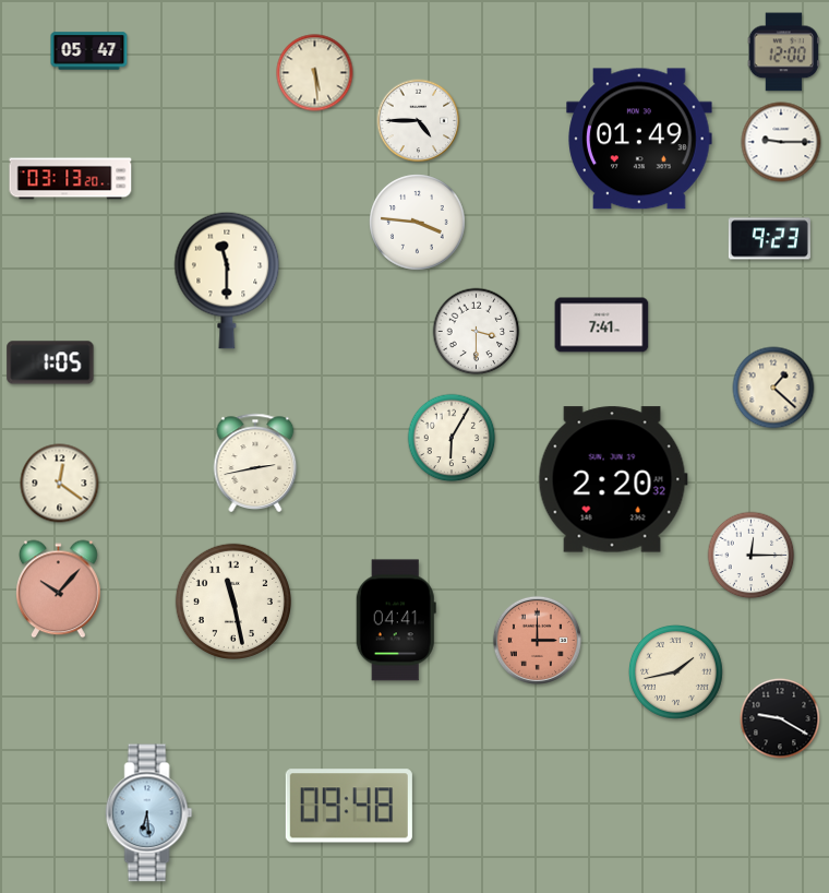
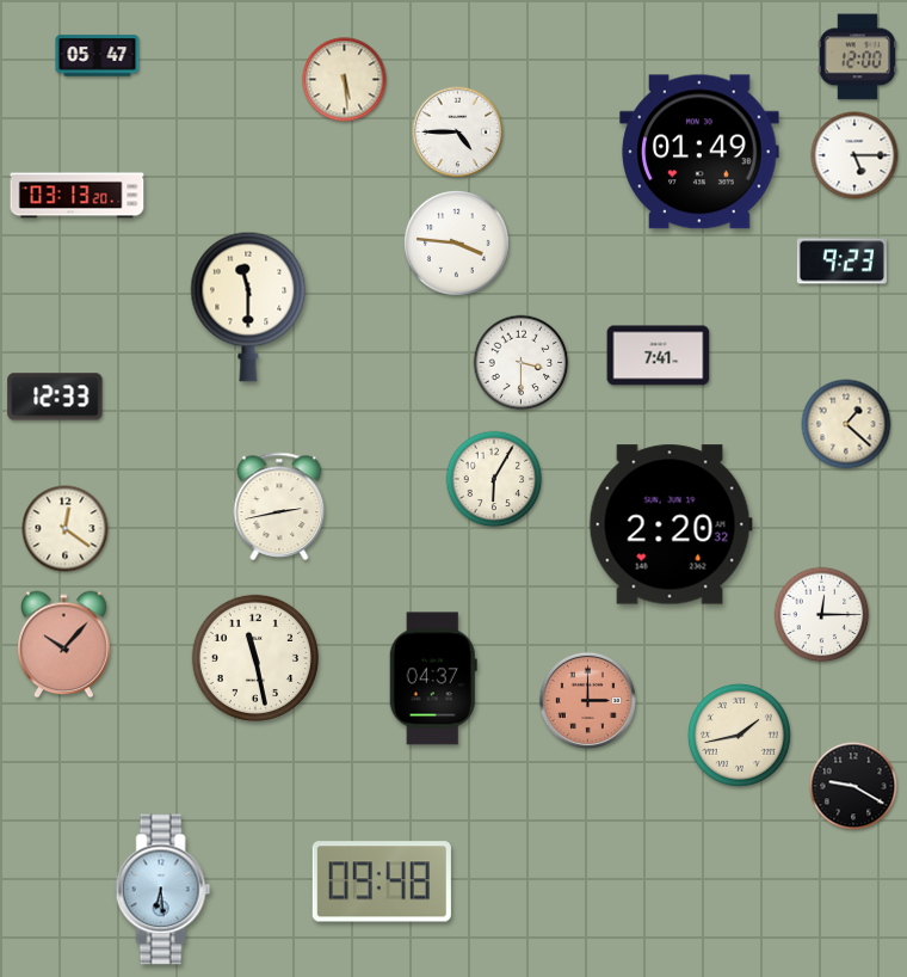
clock at (781, 142): 9:15 -> 5:15
clock at (50, 362): 1:05 -> 12:33
clock at (752, 556) position: (752, 556) -> (822, 615)
clock at (396, 620): 04:41 -> 04:37
